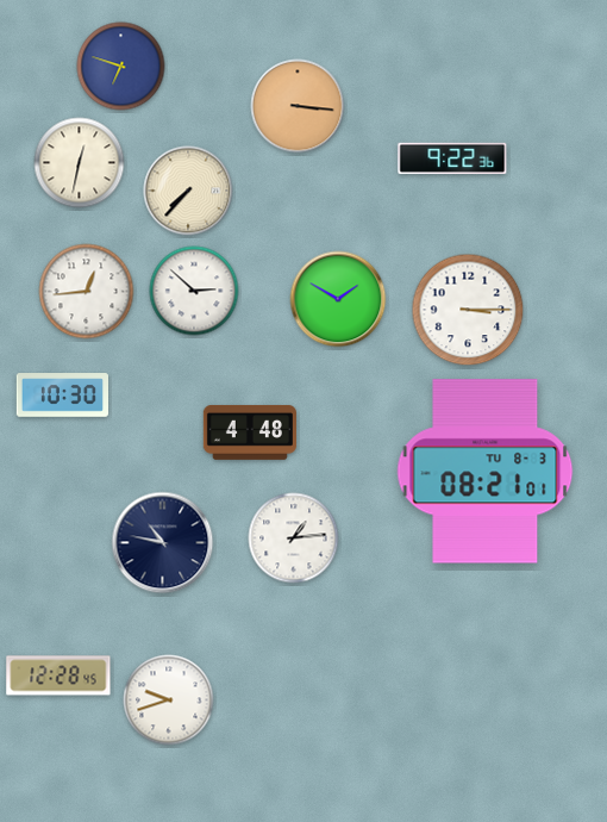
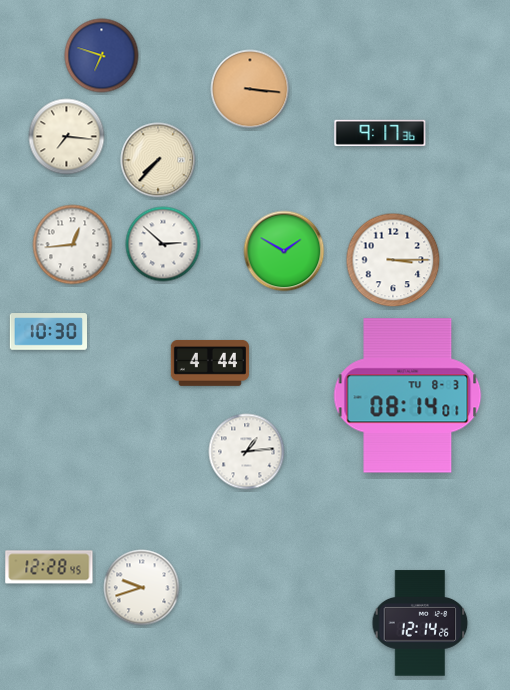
clock at (452, 158): 9:22 -> 9:17
clock at (80, 163): 12:32 -> 7:16
clock at (62, 396) position: (62, 396) -> (48, 332)
clock at (250, 432): 4:48 -> 4:44
clock at (486, 472): 08:21 -> 08:14
clock at (163, 543): 10:47 -> none
clock at (420, 623): none -> 12:14
